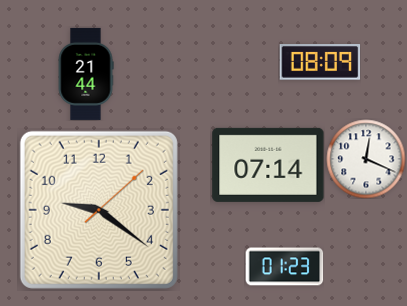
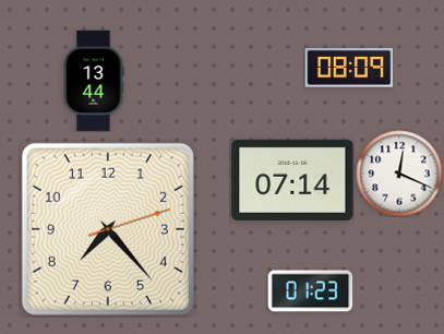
clock at (86, 74): 21:44 -> 13:44
clock at (99, 210): 9:21 -> 7:23
